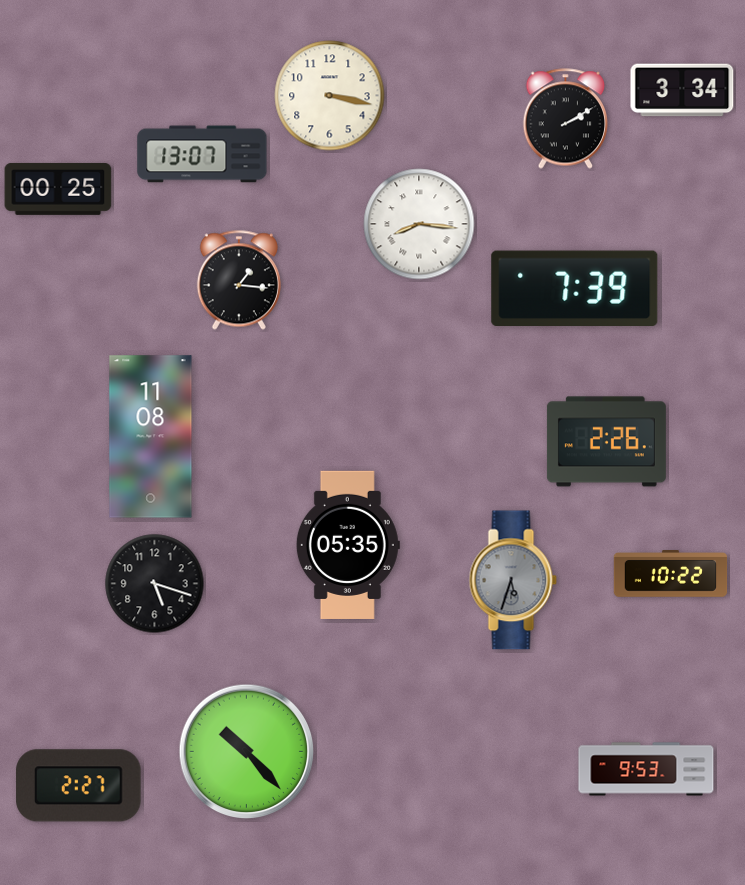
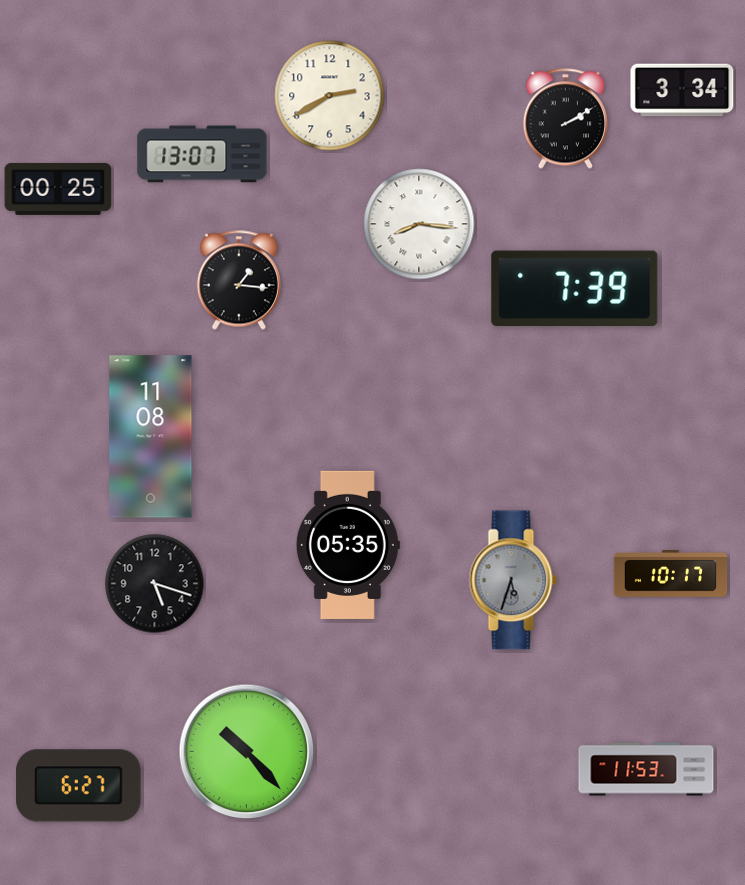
clock at (330, 96): 3:17 -> 2:40
clock at (606, 442): 2:26 -> none
clock at (671, 574): 10:22 -> 10:17
clock at (646, 769): 9:53 -> 11:53
clock at (79, 786): 2:27 -> 6:27
